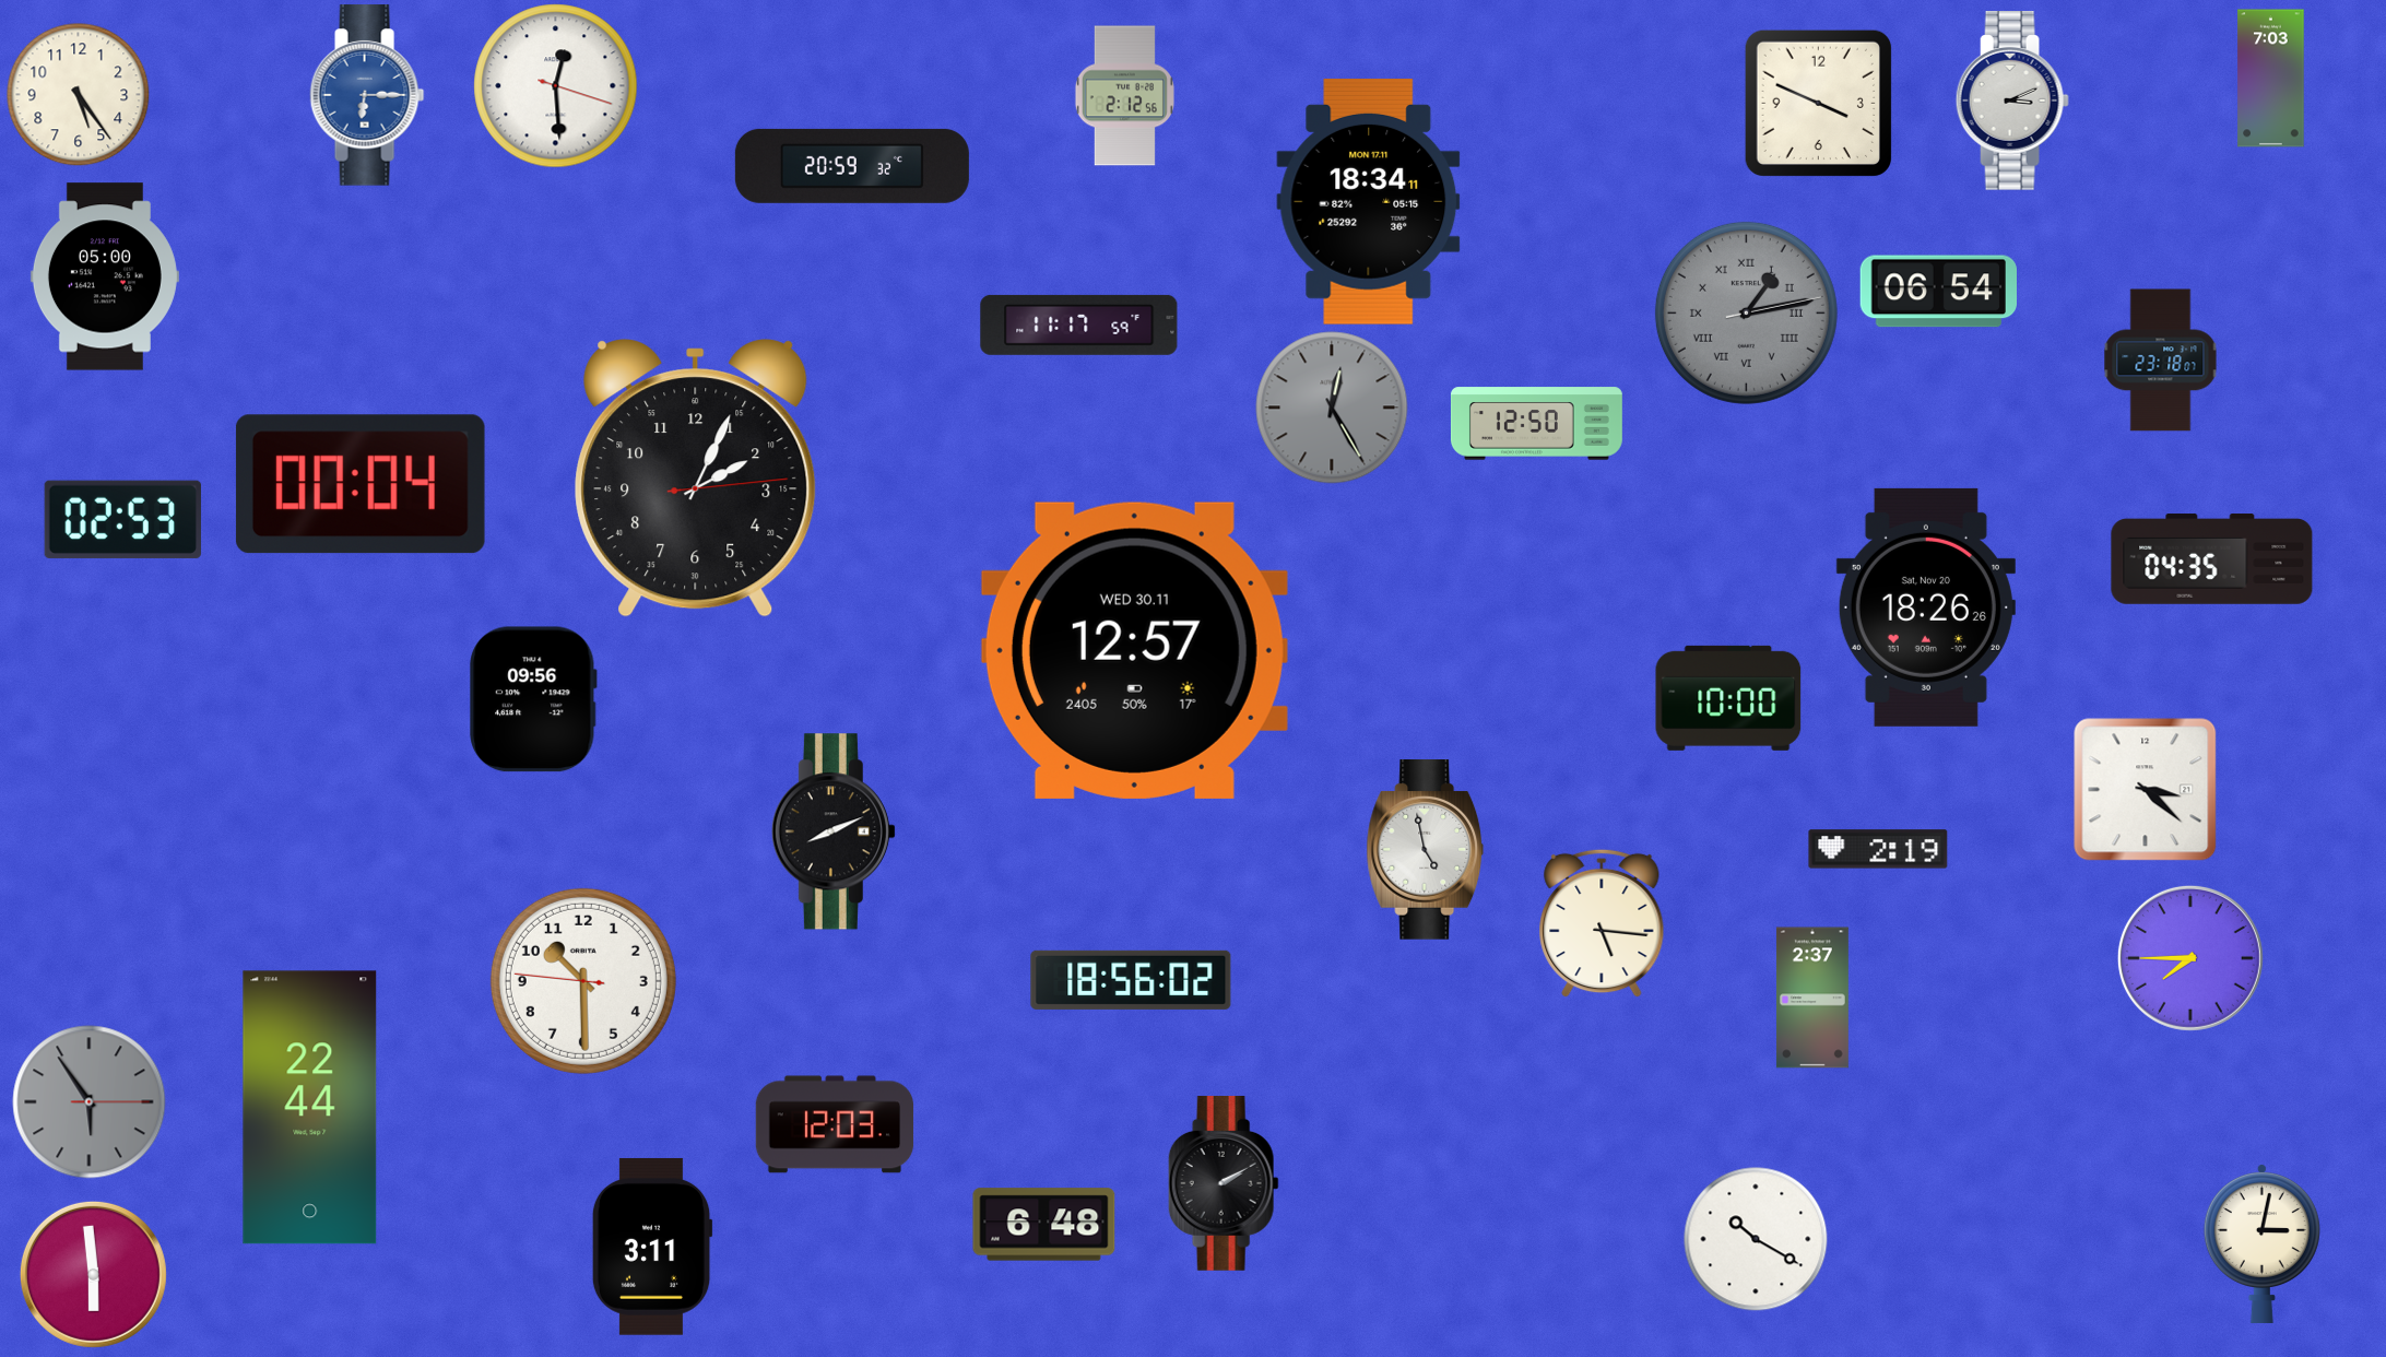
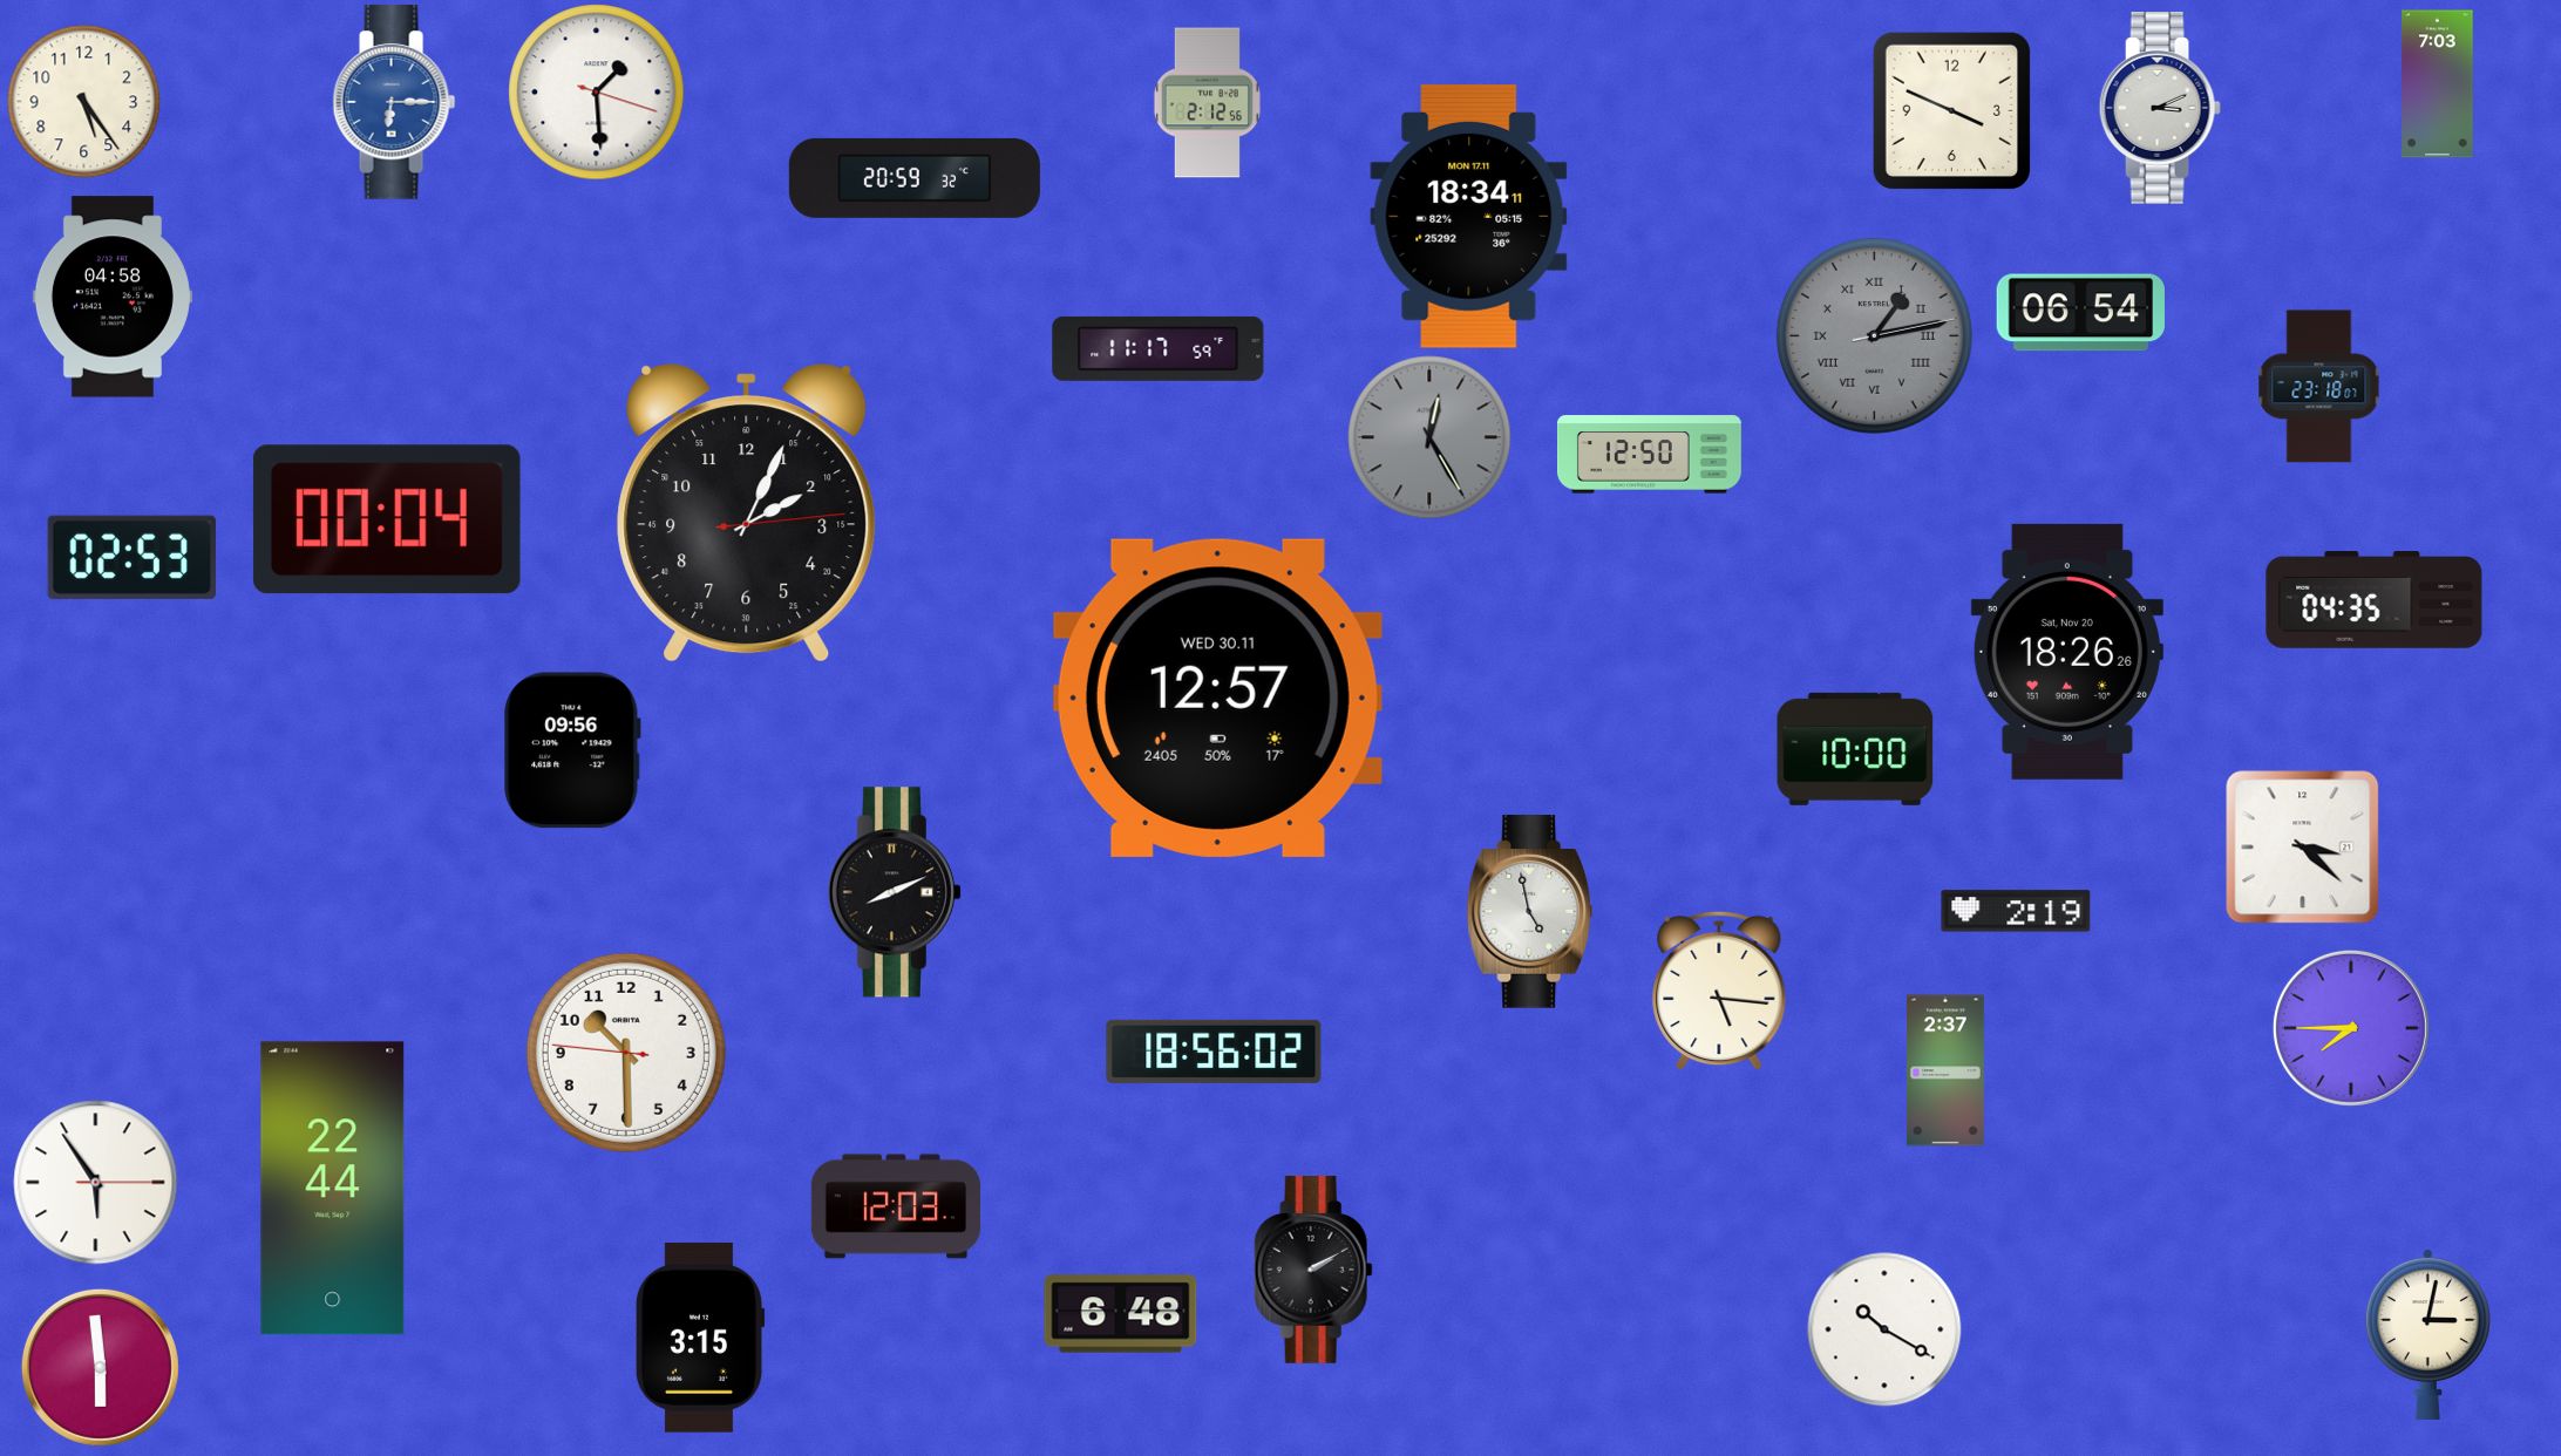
clock at (556, 86): 12:29 -> 1:29
clock at (105, 276): 05:00 -> 04:58
clock at (90, 1102) dial: grey -> white
clock at (652, 1247): 3:11 -> 3:15
